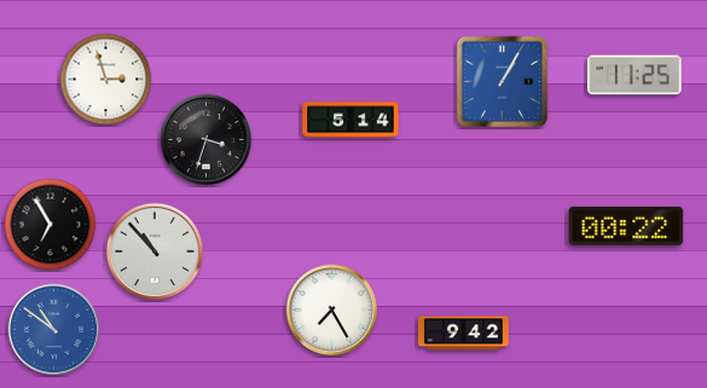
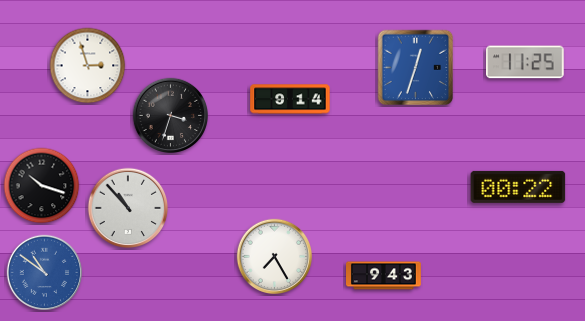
clock at (503, 82): 1:05 -> 12:33
clock at (350, 120): 5:14 -> 9:14
clock at (51, 225): 6:55 -> 10:18
clock at (464, 334): 9:42 -> 9:43
